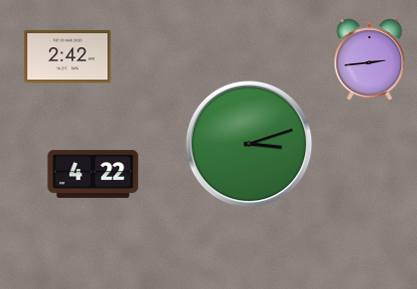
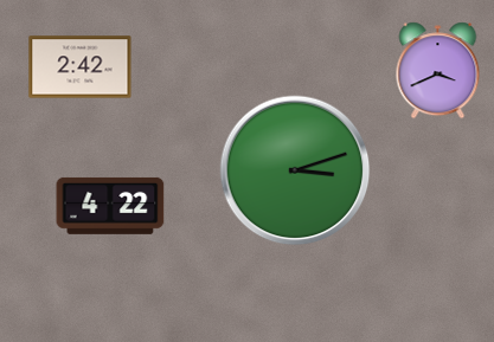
clock at (370, 60): 2:44 -> 3:41
